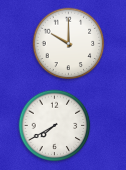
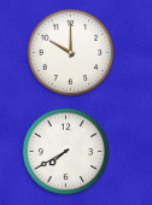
clock at (69, 44) position: (69, 44) -> (71, 53)
